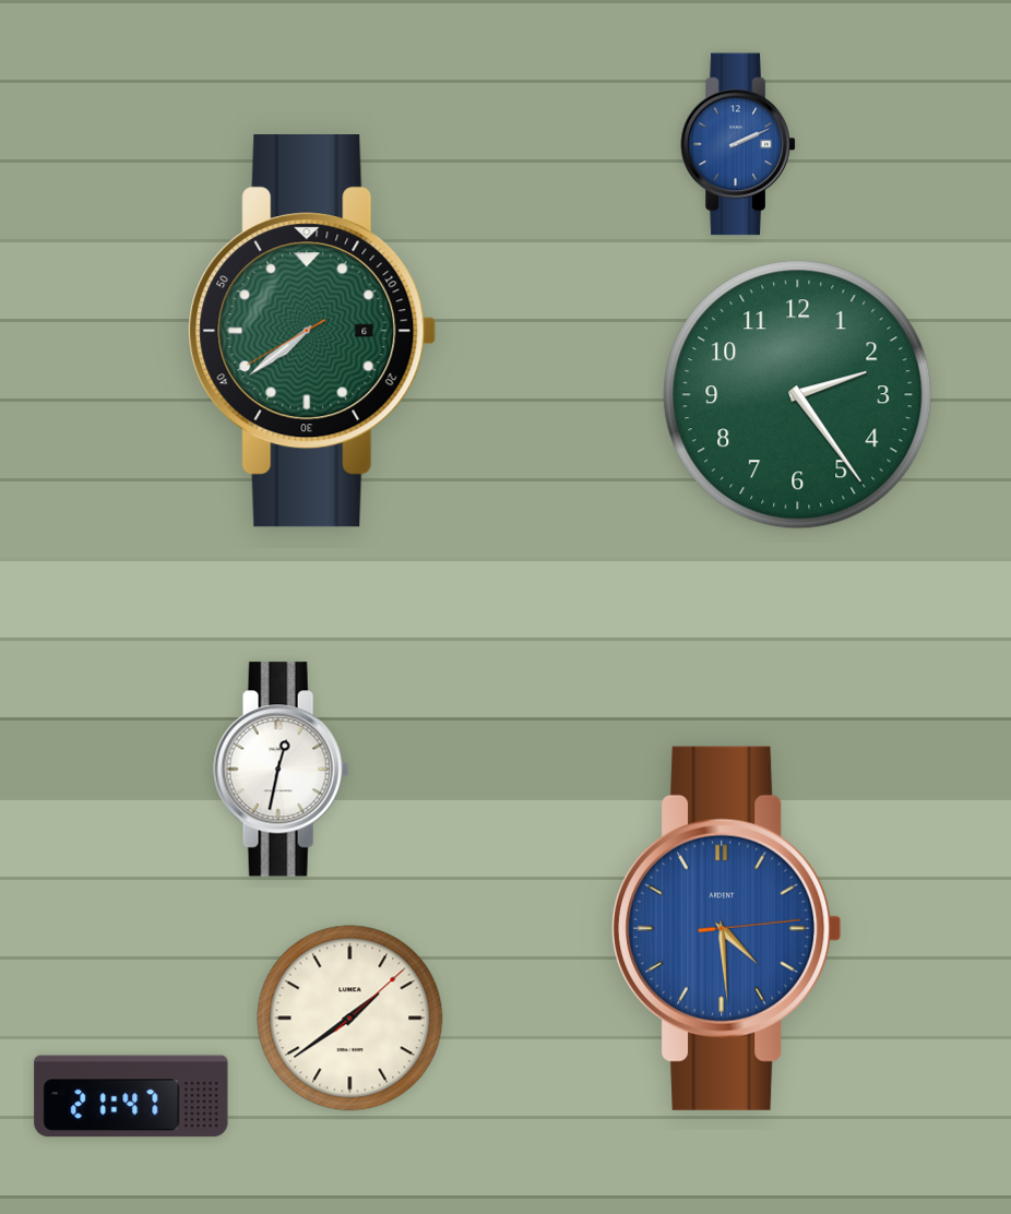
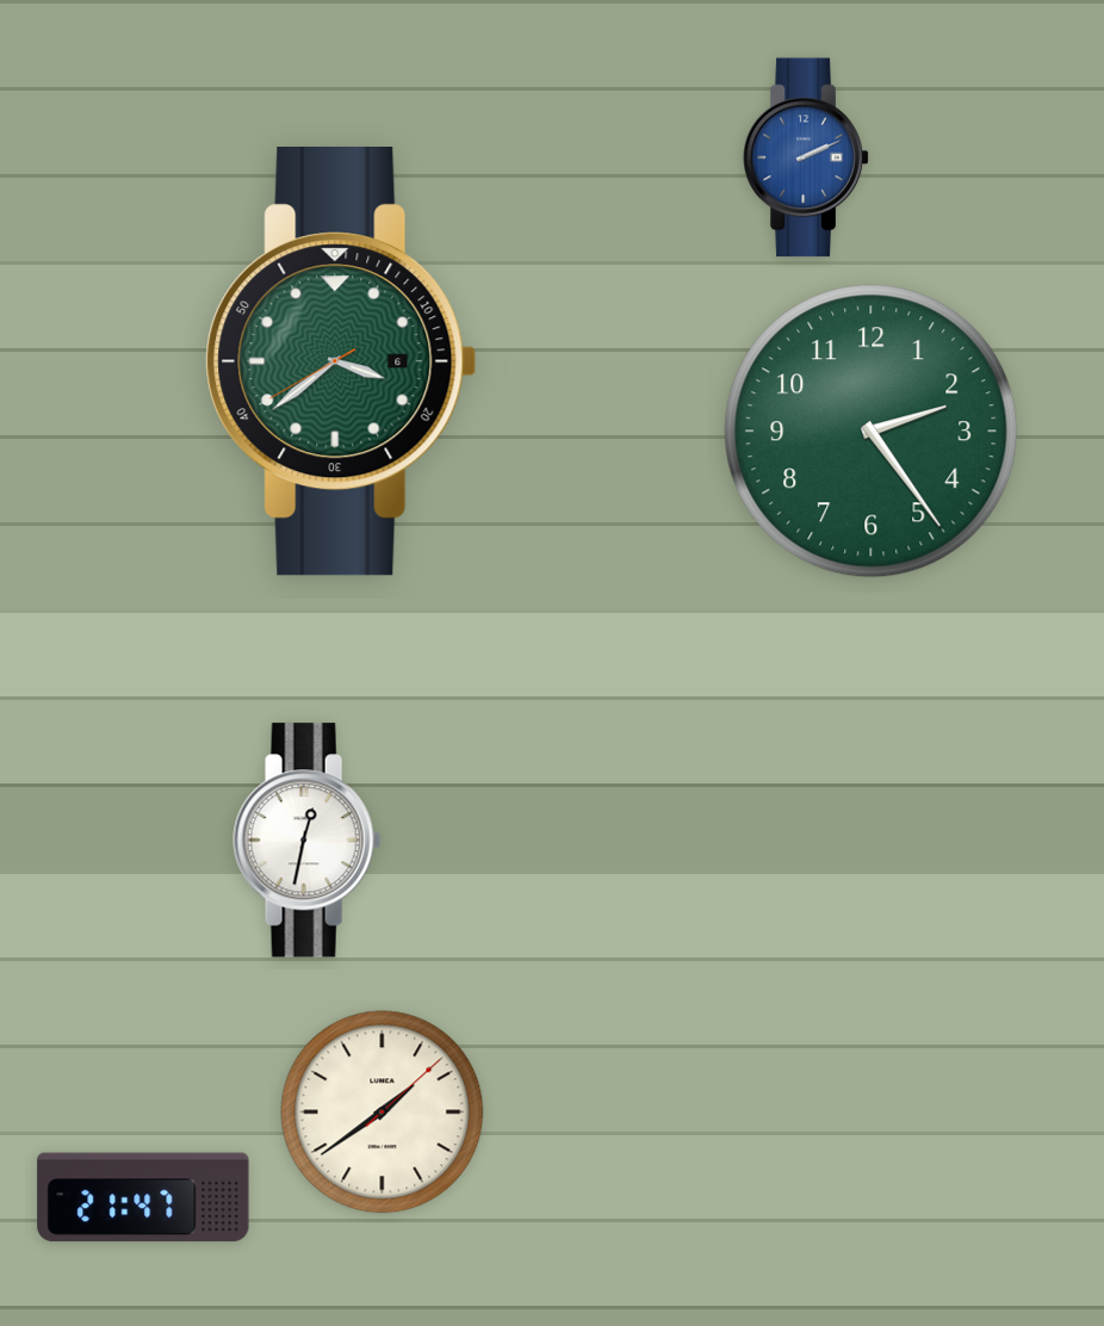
clock at (312, 332): 7:38 -> 3:38
clock at (727, 928): 4:29 -> none
